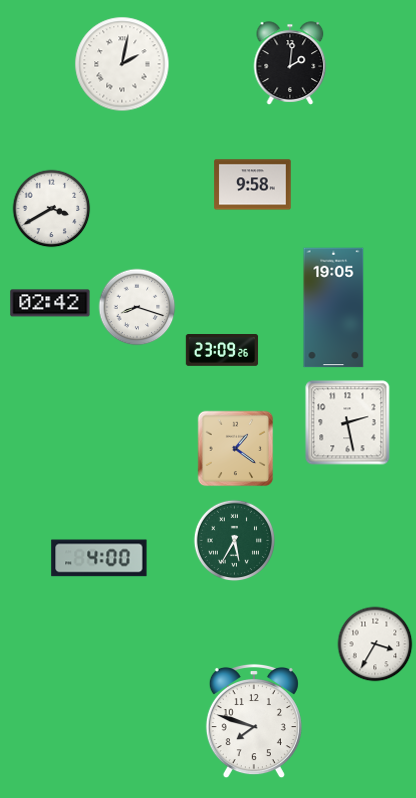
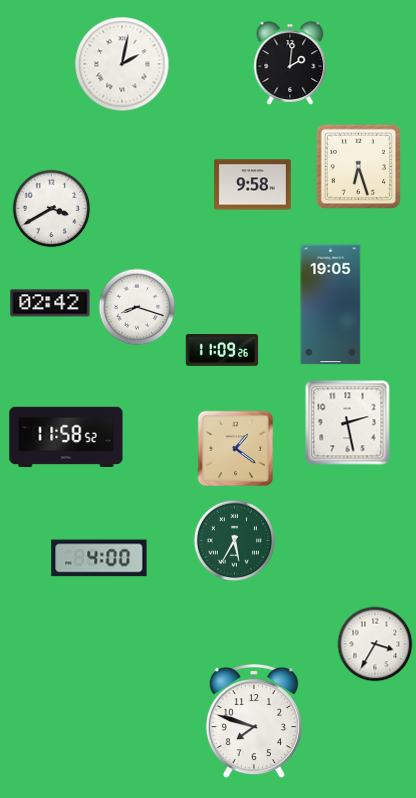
clock at (358, 166): none -> 6:27
clock at (334, 308) position: (334, 308) -> (331, 305)
clock at (222, 351): 23:09 -> 11:09
clock at (66, 436): none -> 11:58
